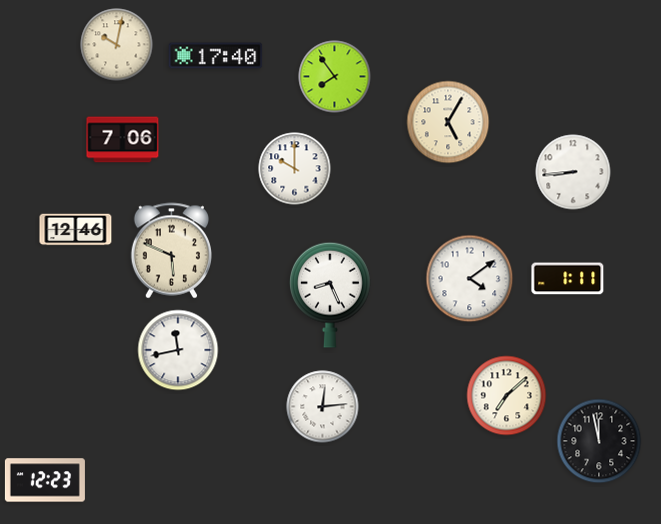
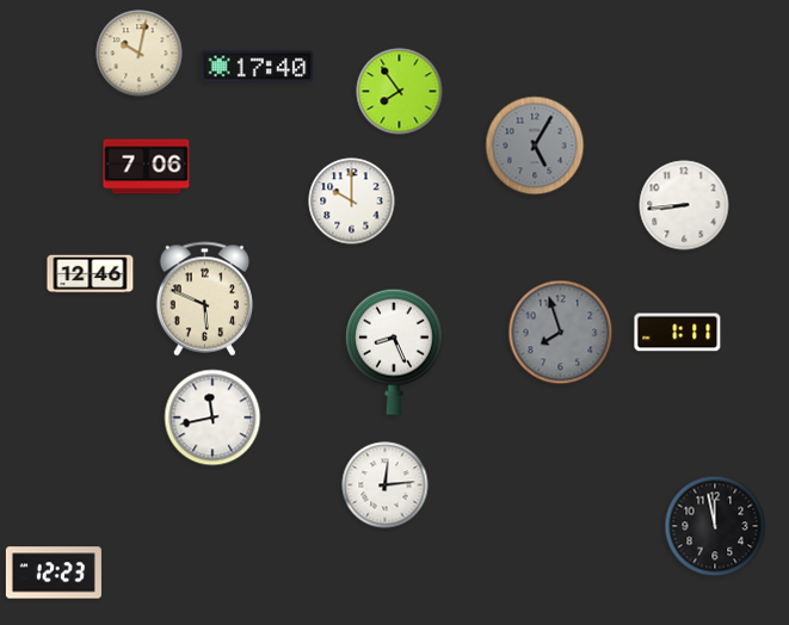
clock at (448, 122) dial: cream -> grey
clock at (470, 279): 4:09 -> 7:57
clock at (470, 279) dial: white -> grey
clock at (507, 396): 7:08 -> none
